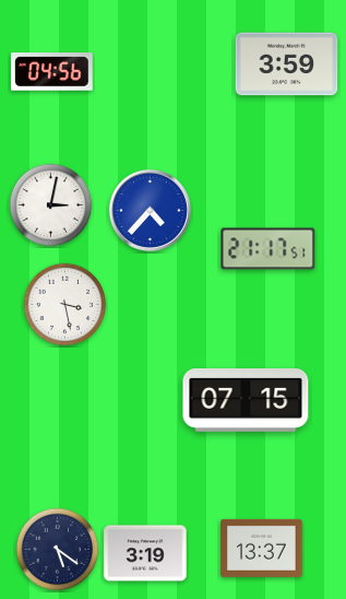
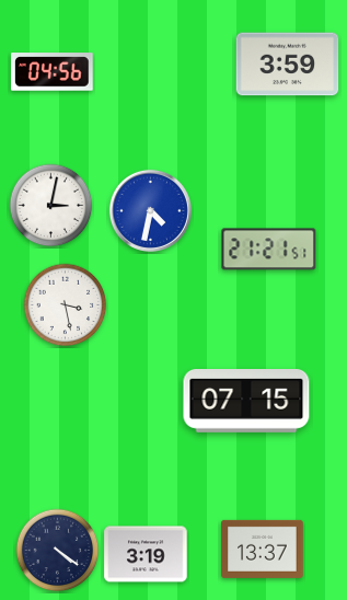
clock at (150, 210): 4:37 -> 4:32
clock at (269, 249): 21:17 -> 21:21
clock at (58, 550): 5:21 -> 4:21
